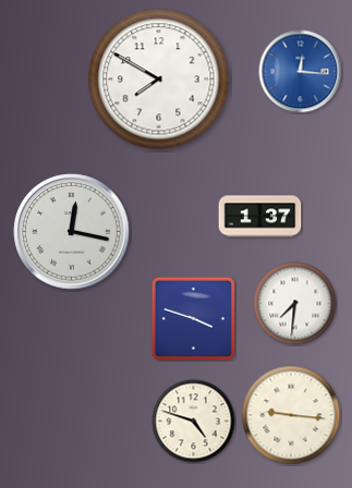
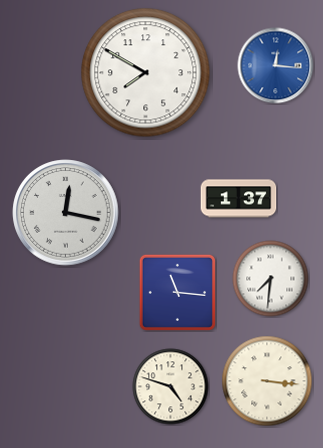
clock at (193, 318): 3:48 -> 11:16
clock at (291, 415): 9:16 -> 3:16
clock at (194, 422) position: (194, 422) -> (171, 387)
